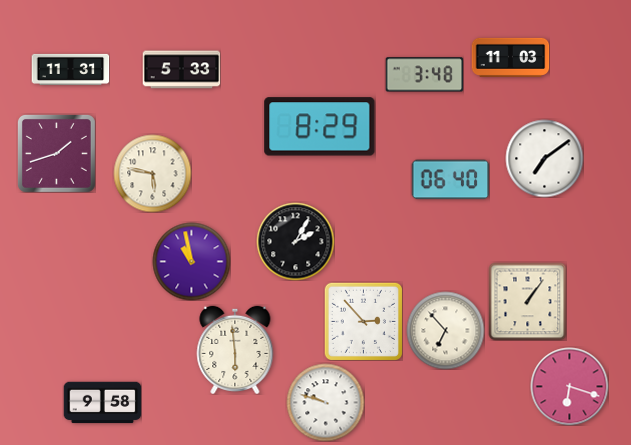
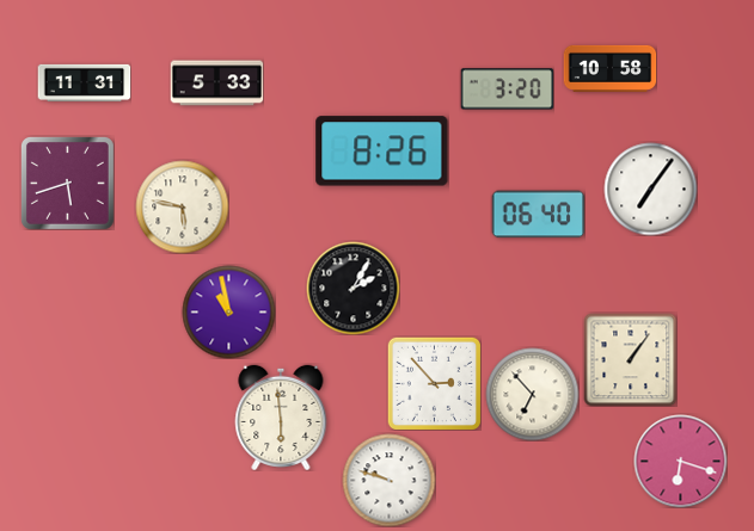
clock at (510, 57): 11:03 -> 10:58
clock at (424, 75): 3:48 -> 3:20
clock at (320, 127): 8:29 -> 8:26
clock at (56, 153): 1:42 -> 5:42
clock at (544, 158): 7:09 -> 7:06
clock at (102, 403): 9:58 -> none
